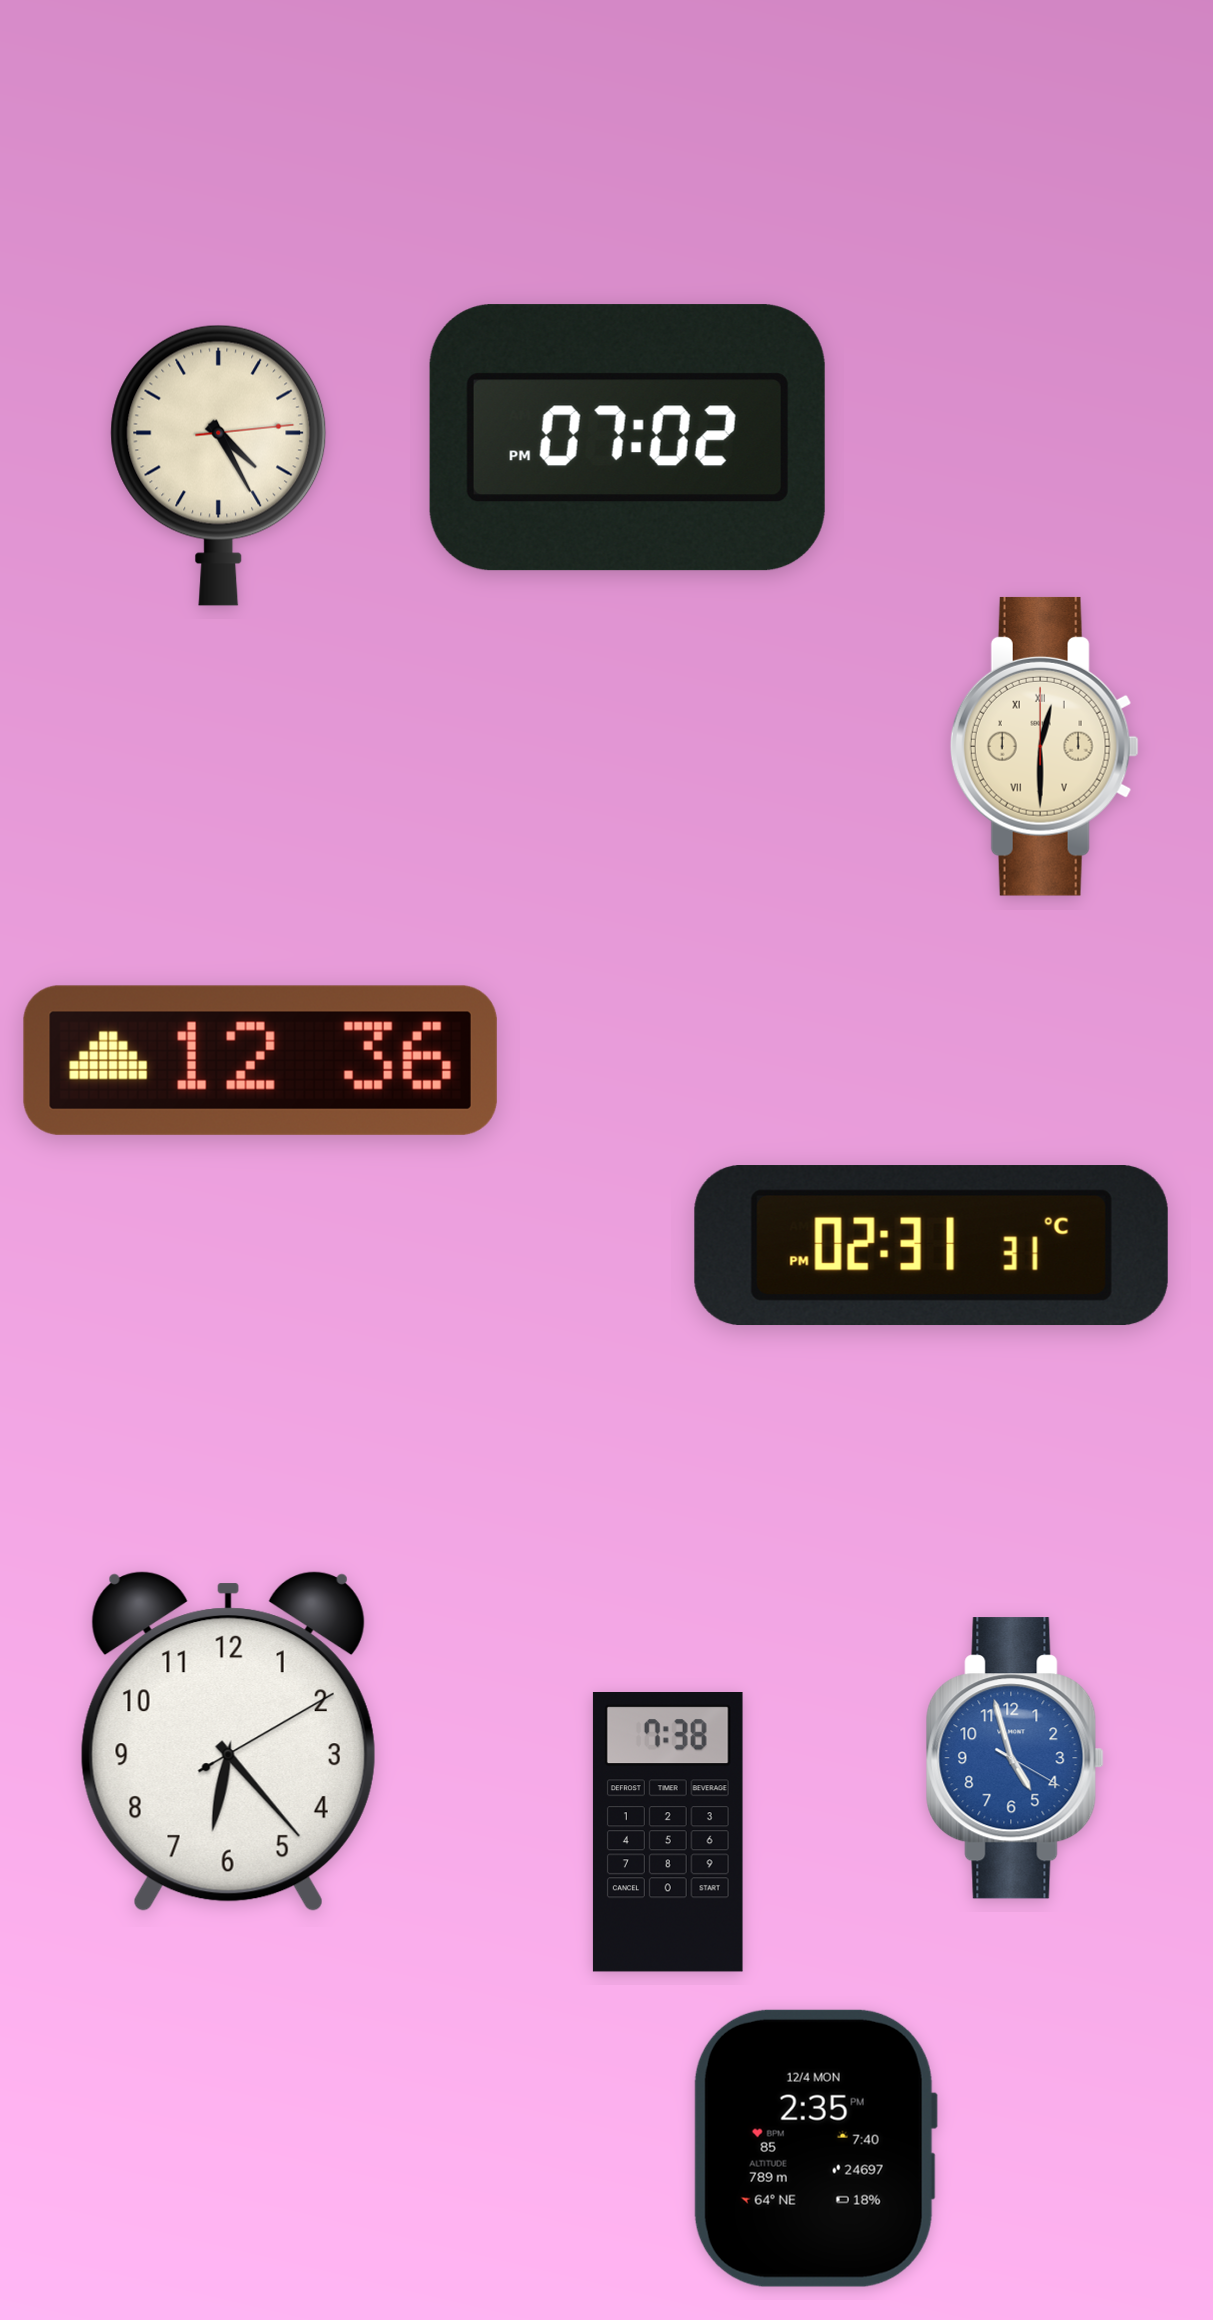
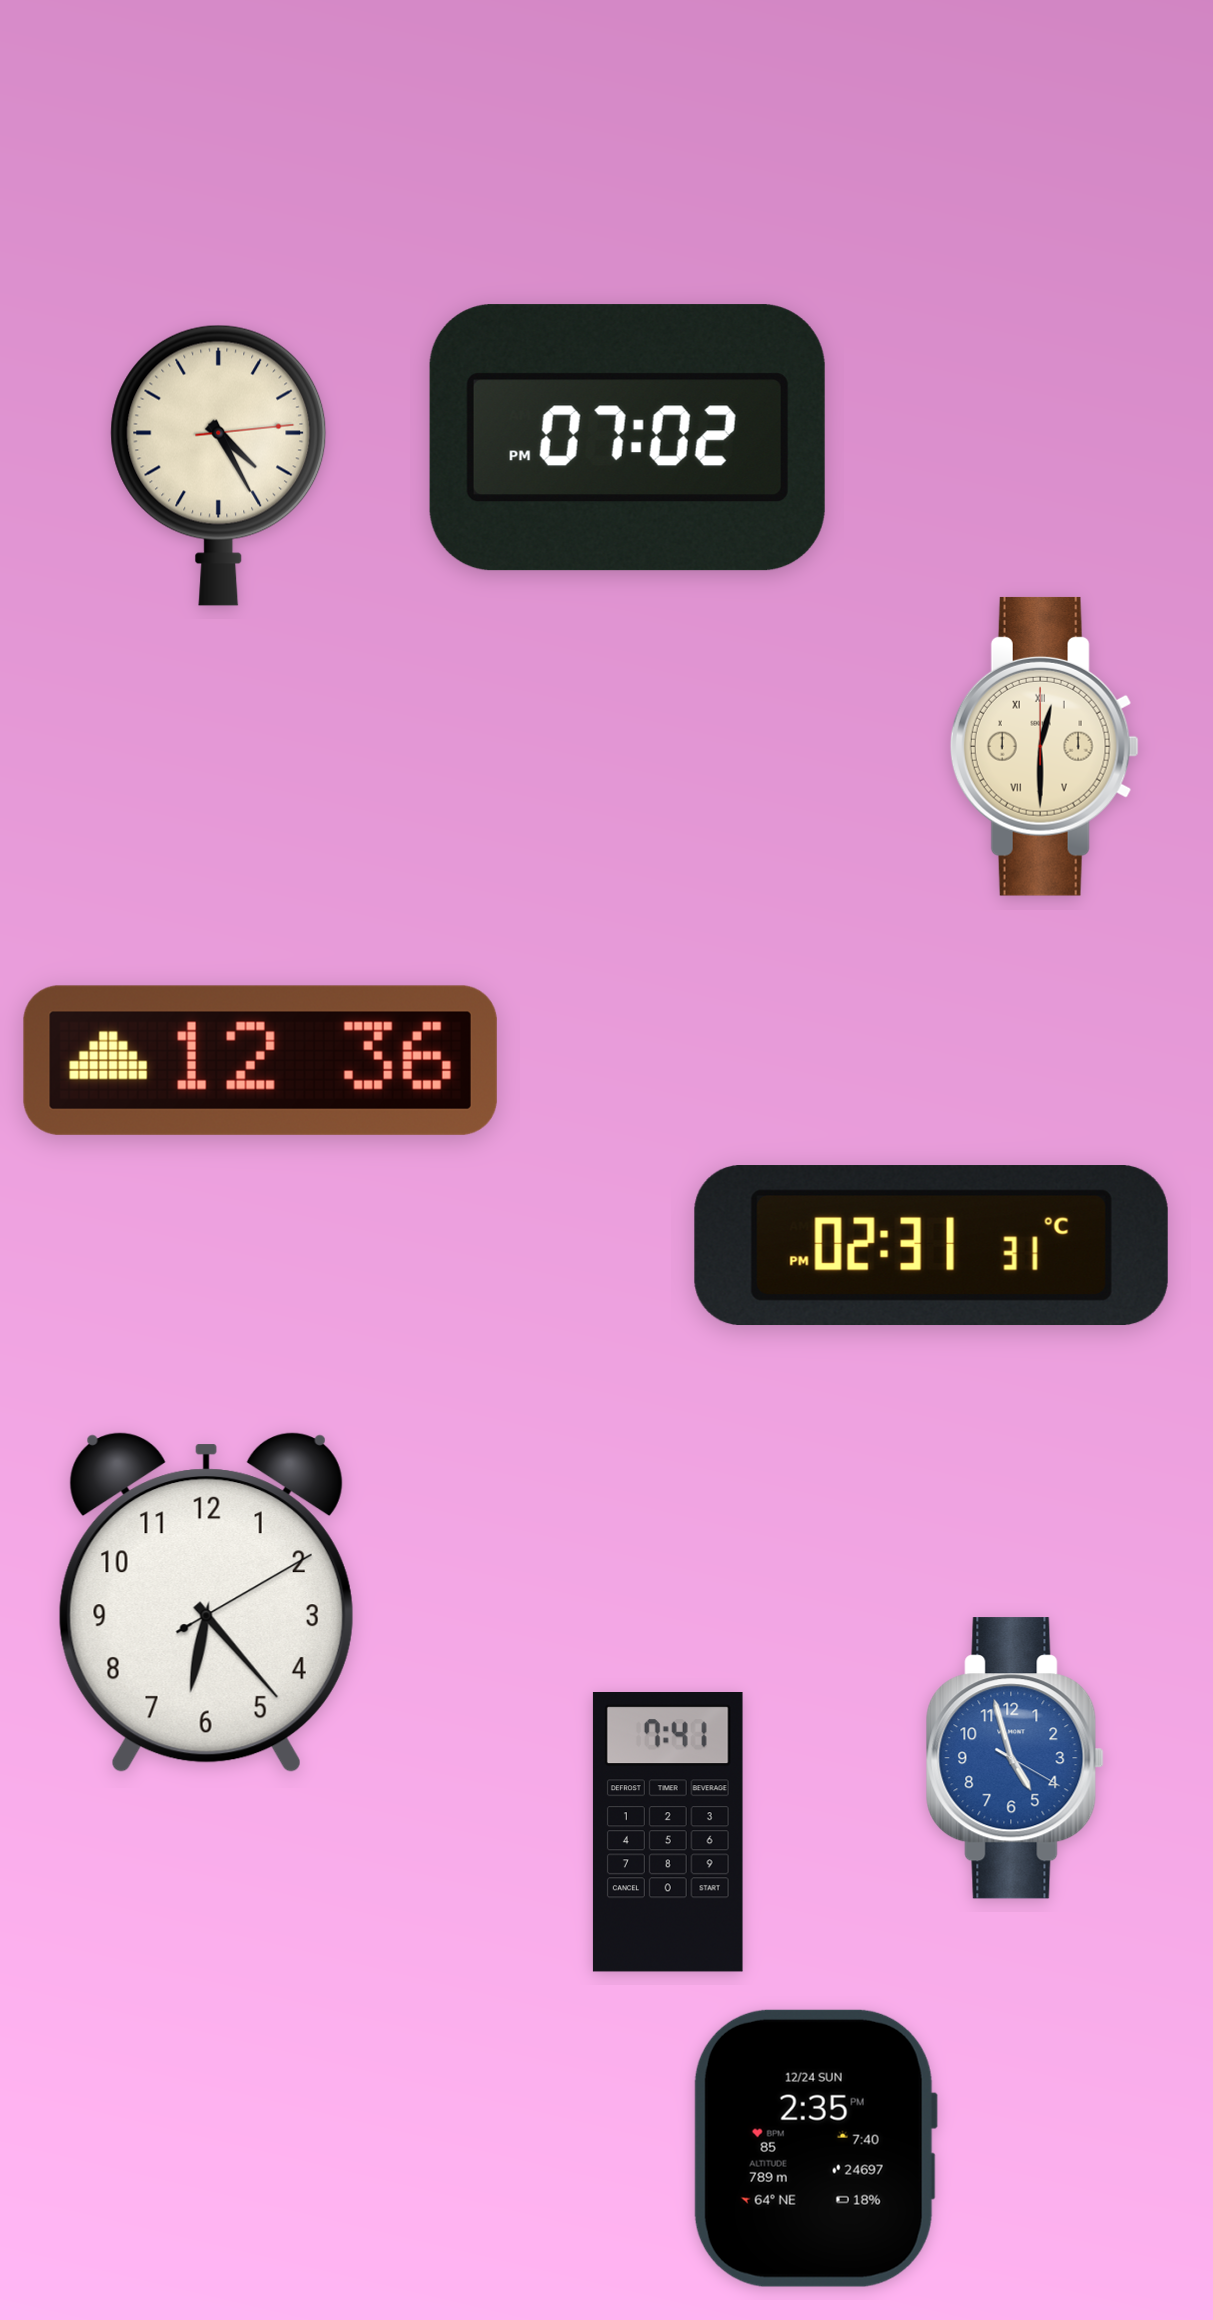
clock at (228, 1742) position: (228, 1742) -> (206, 1603)
clock at (668, 1833): 7:38 -> 7:41
clock at (815, 2148) date: 12/4 MON -> 12/24 SUN
